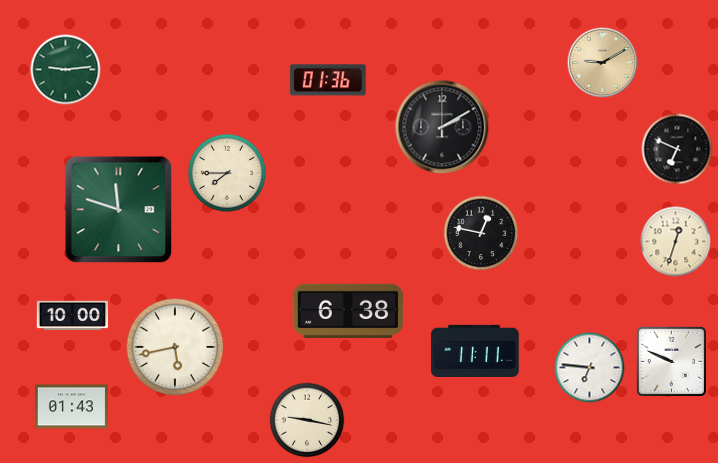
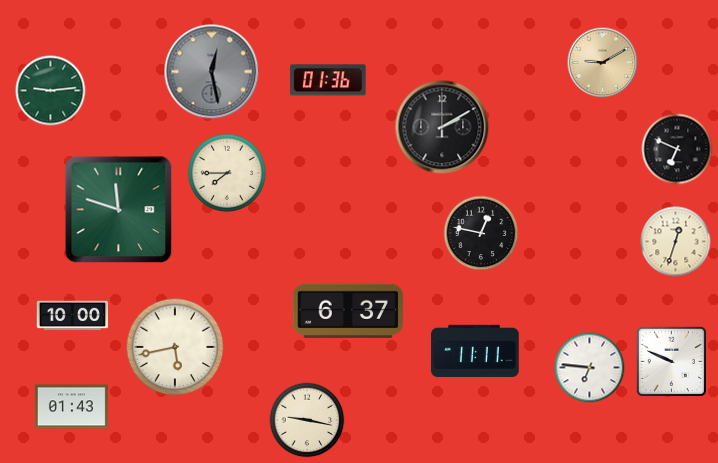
clock at (66, 70) position: (66, 70) -> (51, 91)
clock at (212, 72): none -> 12:28
clock at (348, 311): 6:38 -> 6:37
